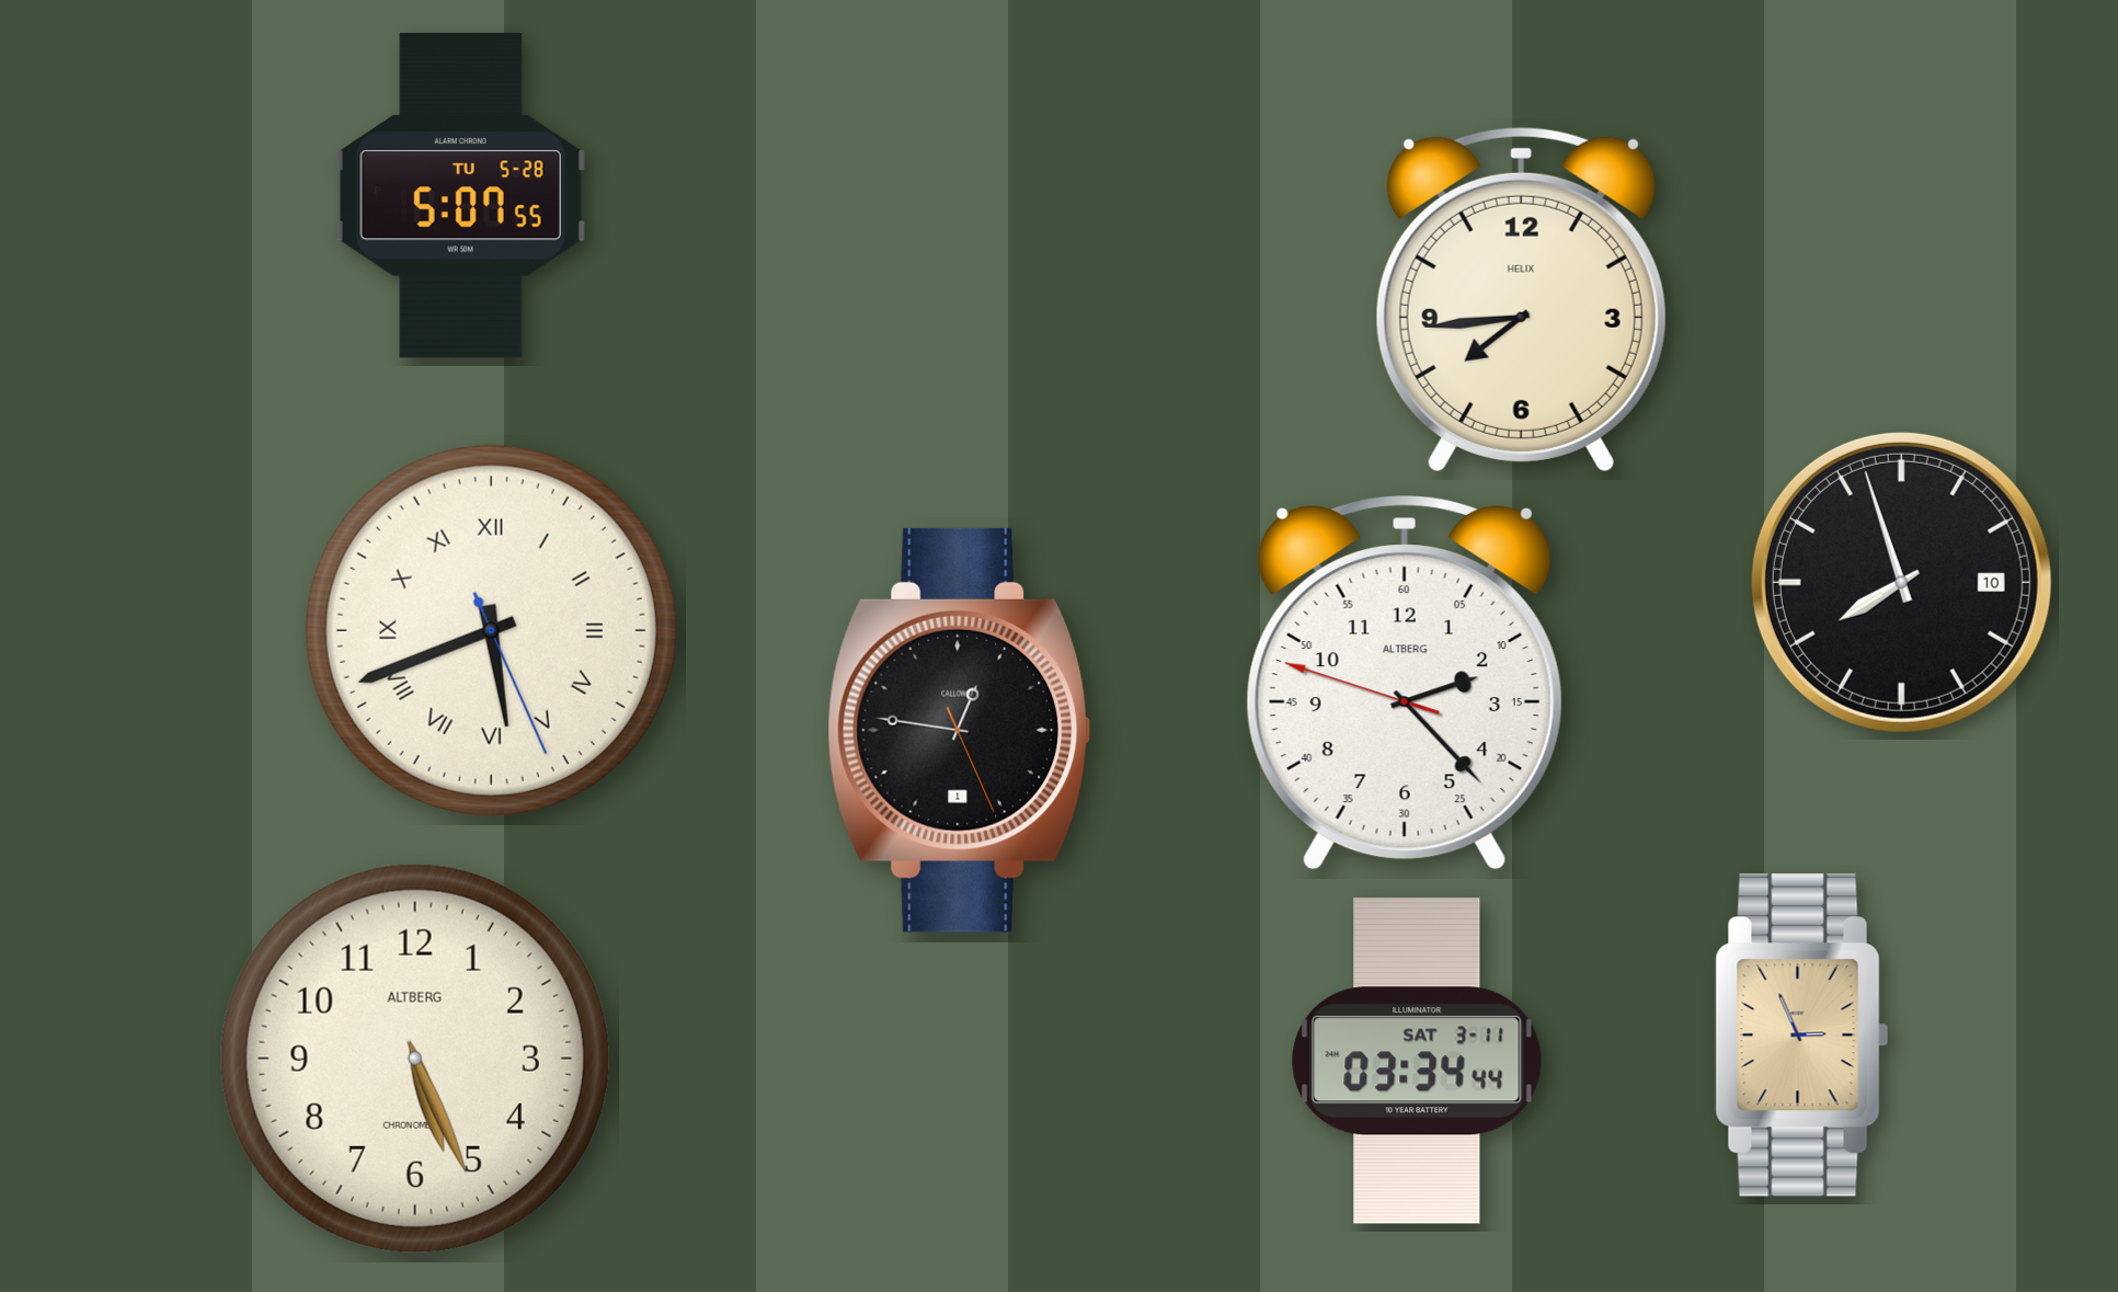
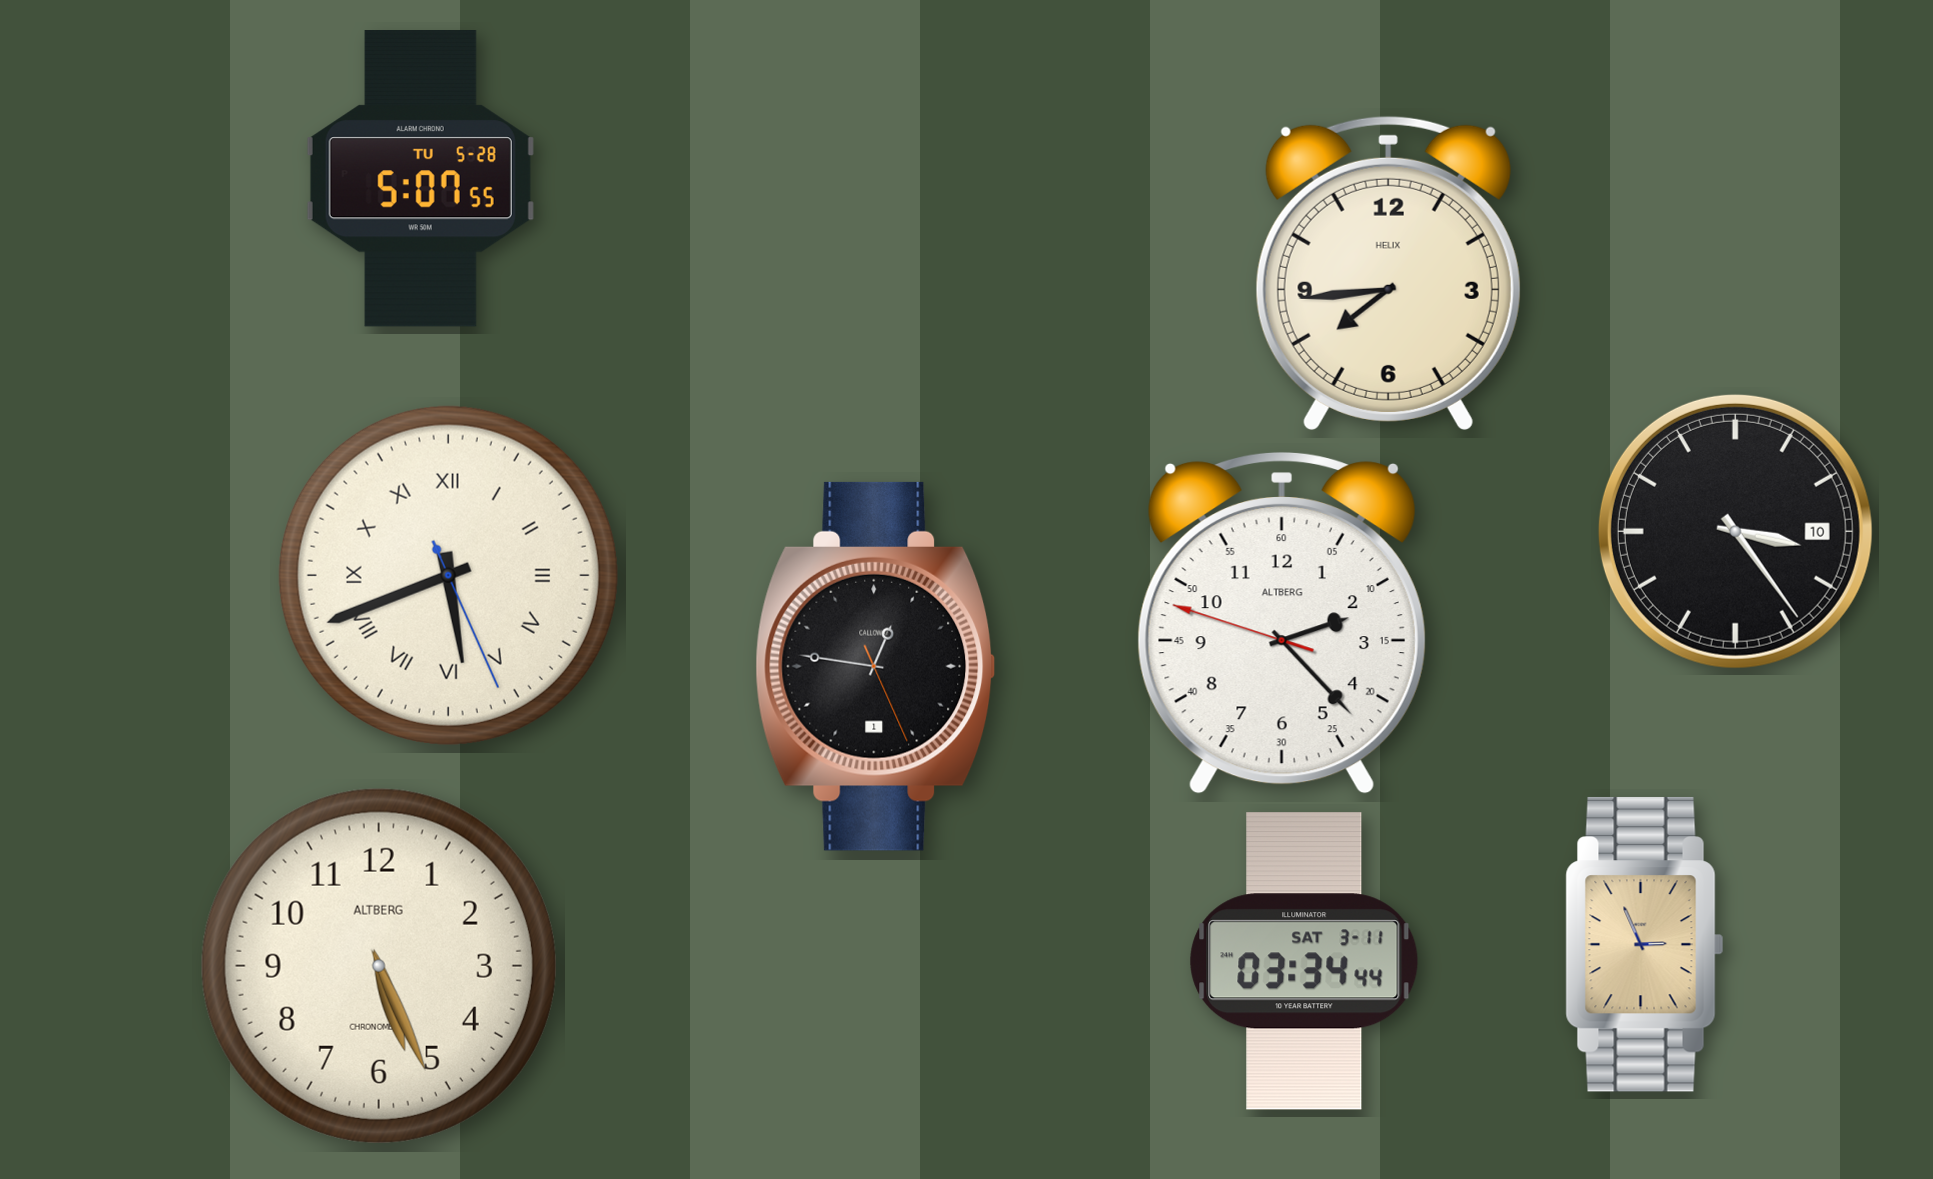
clock at (1901, 582): 7:57 -> 3:24
clock at (1417, 1061) position: (1417, 1061) -> (1304, 961)
